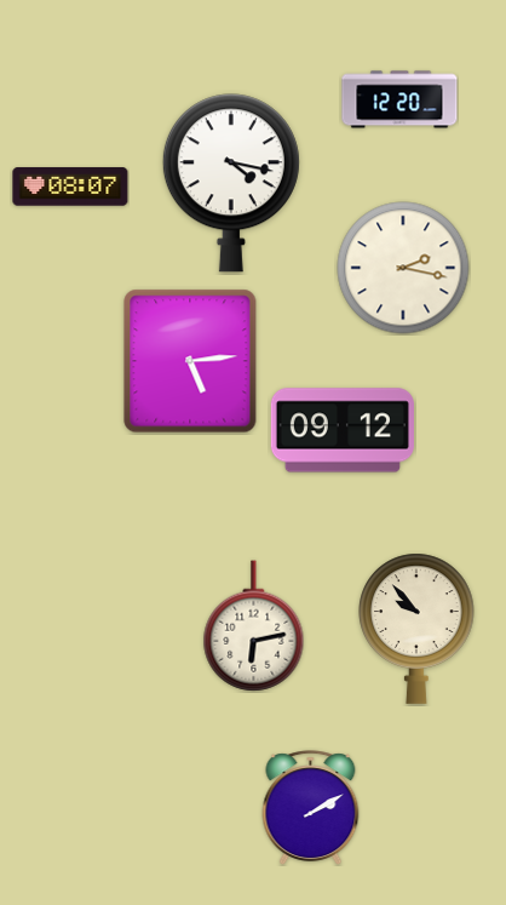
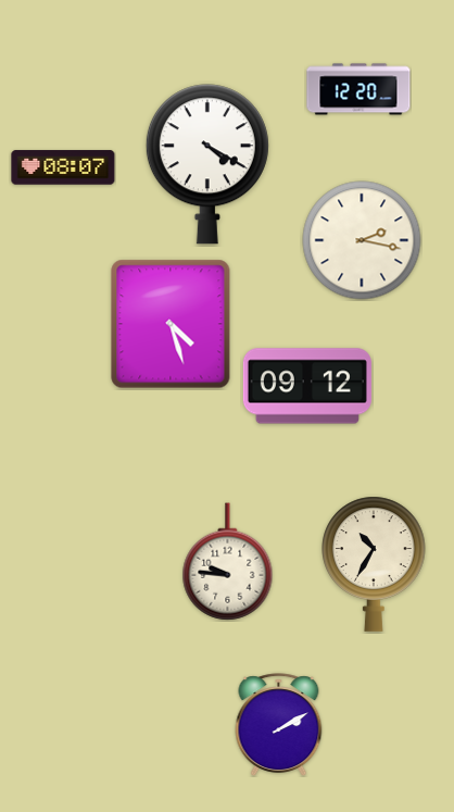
clock at (231, 183): 4:17 -> 4:20
clock at (190, 361): 5:14 -> 4:27
clock at (254, 626): 6:13 -> 9:46
clock at (416, 629): 9:53 -> 10:35
